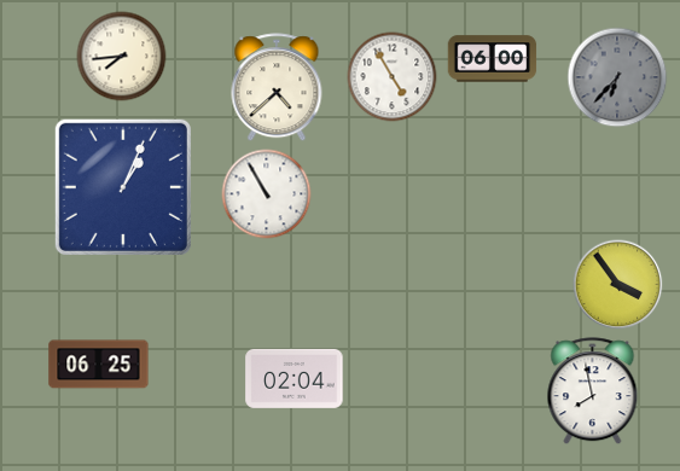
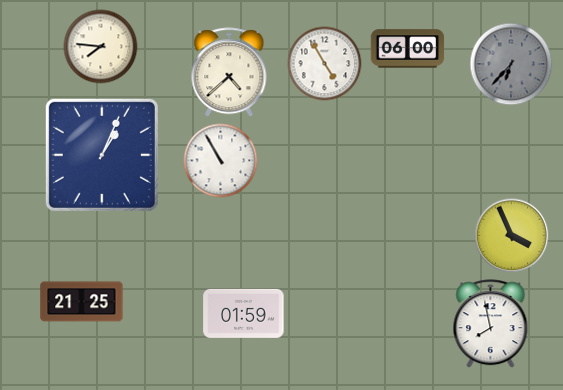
clock at (122, 57): 7:44 -> 7:46
clock at (618, 285): 3:54 -> 3:56
clock at (99, 365): 06:25 -> 21:25
clock at (295, 378): 02:04 -> 01:59
